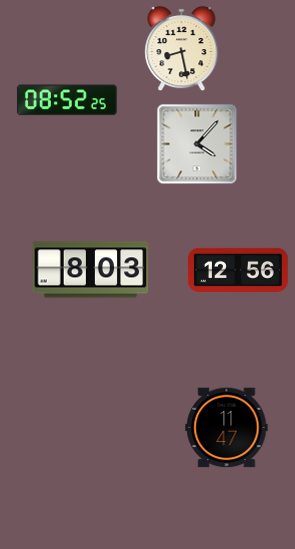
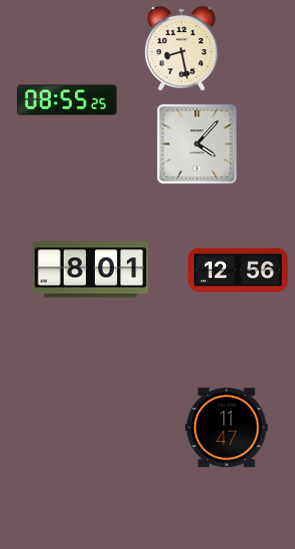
clock at (67, 100): 08:52 -> 08:55
clock at (91, 270): 8:03 -> 8:01
